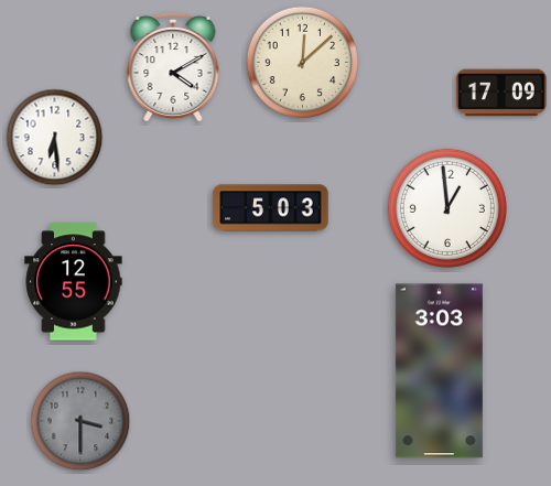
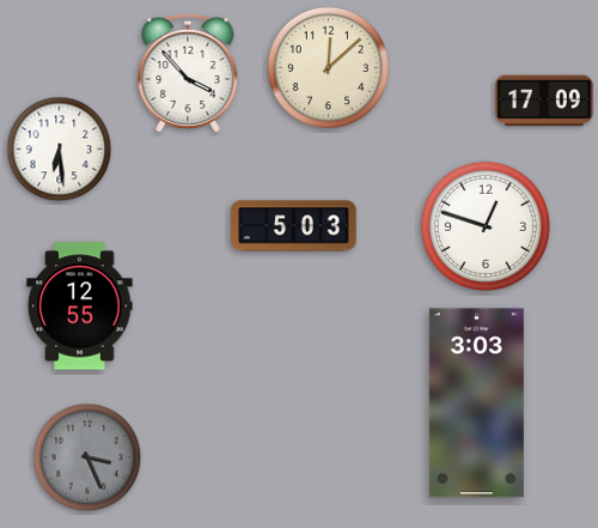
clock at (173, 67): 4:10 -> 3:53
clock at (447, 208): 12:59 -> 12:48
clock at (80, 421): 3:30 -> 3:26
